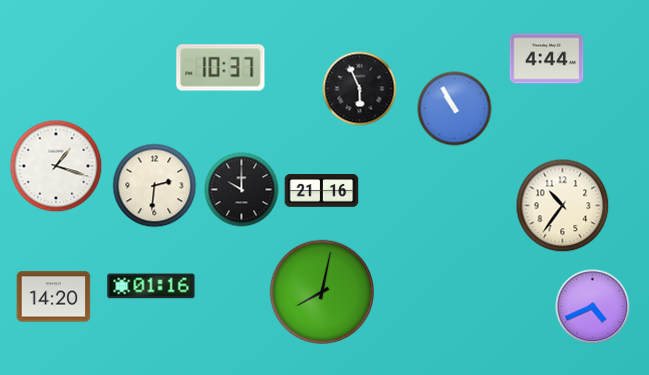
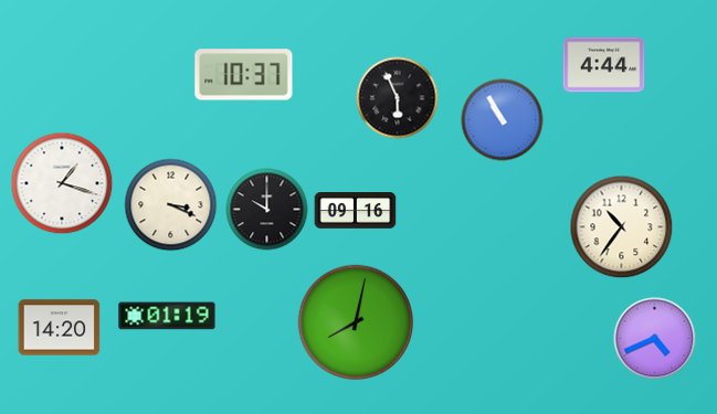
clock at (155, 186): 2:31 -> 3:19
clock at (322, 191): 21:16 -> 09:16
clock at (151, 286): 01:16 -> 01:19
